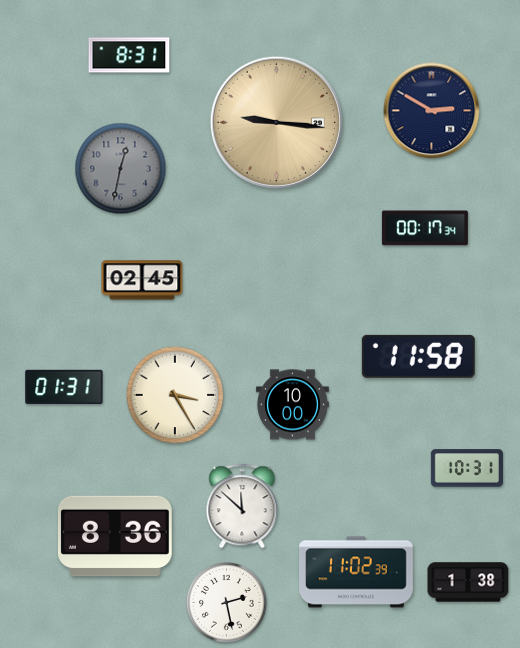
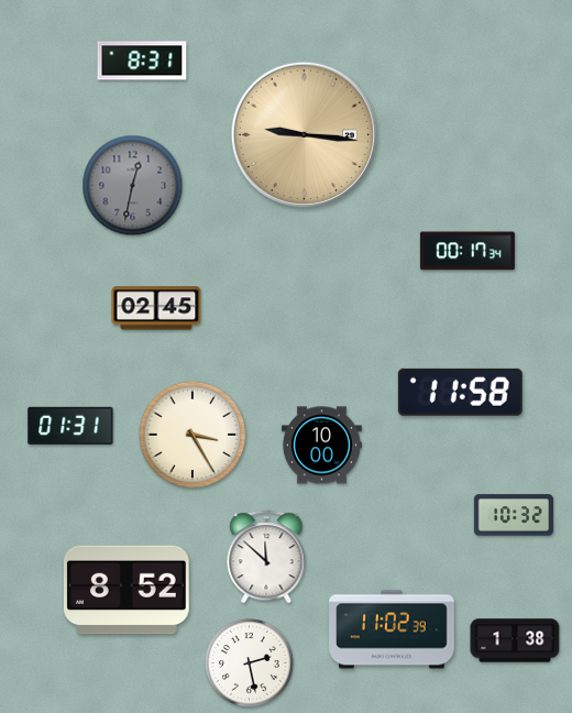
clock at (432, 111): 2:50 -> none
clock at (467, 468): 10:31 -> 10:32
clock at (115, 536): 8:36 -> 8:52
